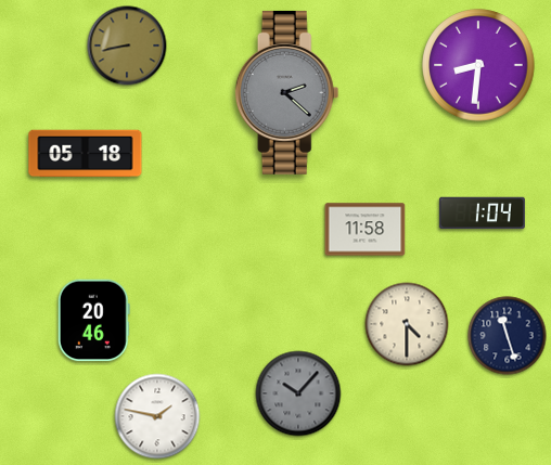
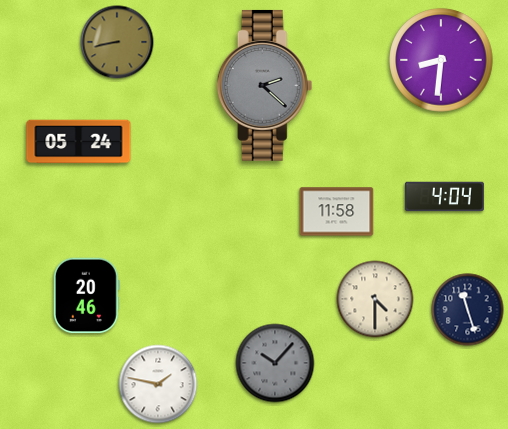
clock at (86, 154): 05:18 -> 05:24
clock at (482, 214): 1:04 -> 4:04
clock at (157, 416) position: (157, 416) -> (158, 384)
